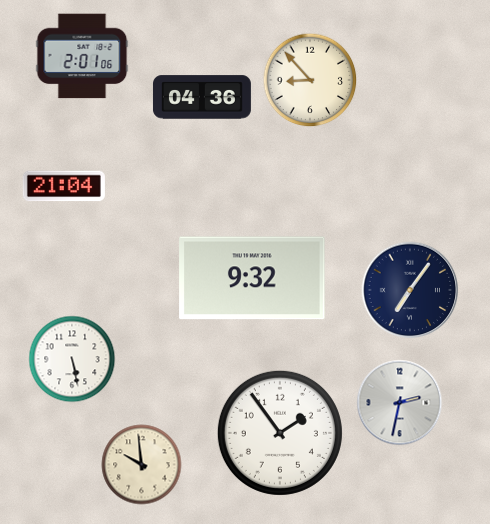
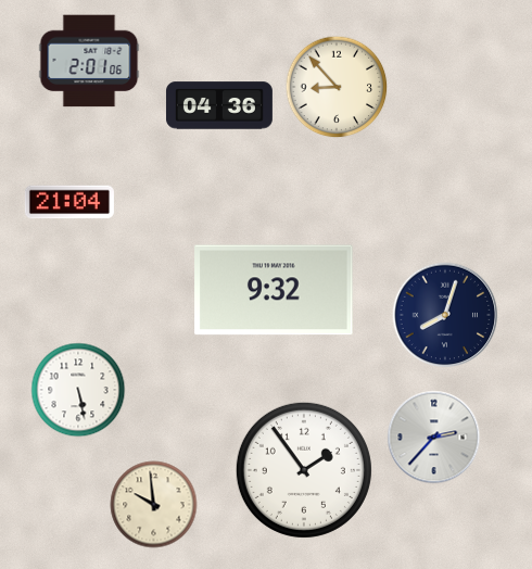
clock at (252, 278) position: (252, 278) -> (274, 290)
clock at (410, 290): 7:06 -> 8:03
clock at (400, 403): 2:32 -> 2:37
